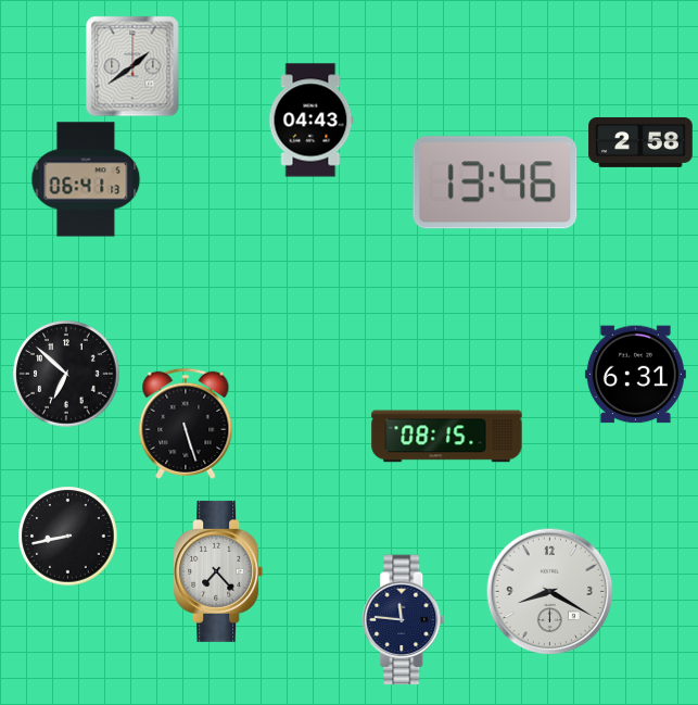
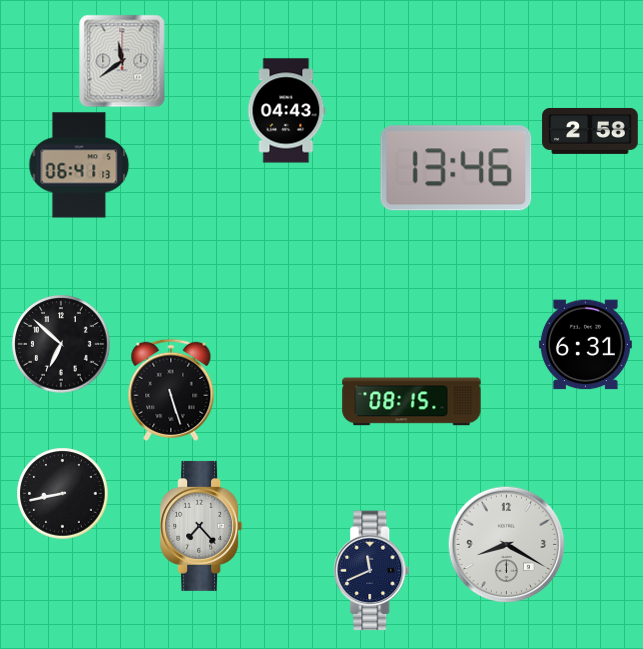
clock at (132, 66): 1:39 -> 11:39
clock at (404, 620): 11:46 -> 11:41
